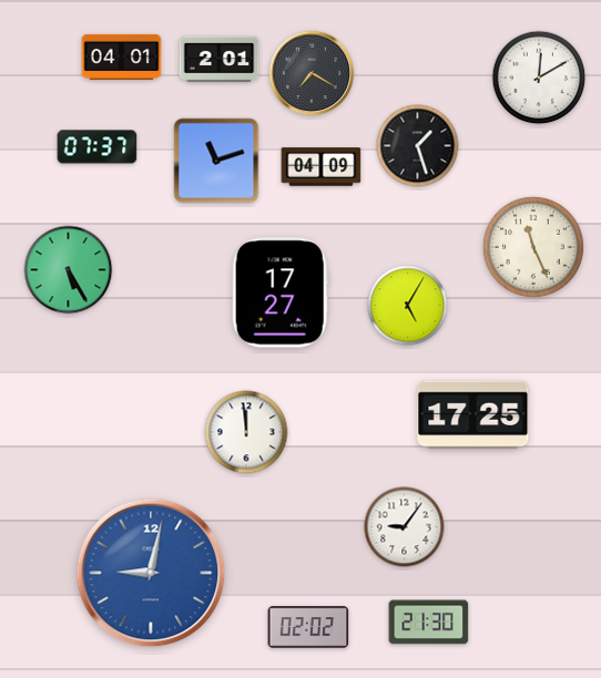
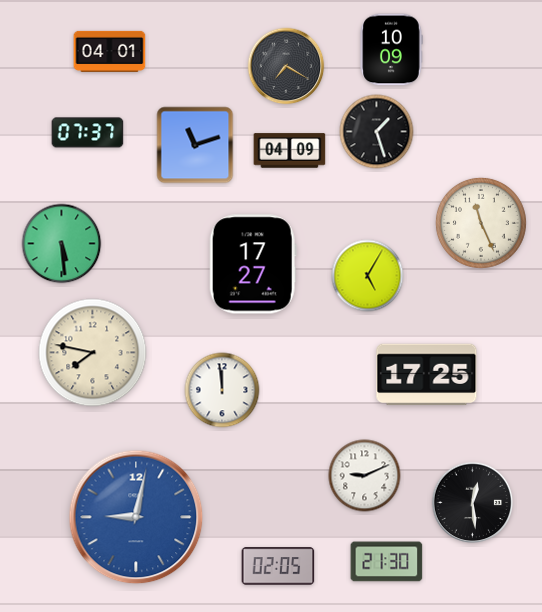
clock at (391, 50): none -> 10:09
clock at (220, 60): 2:01 -> none
clock at (312, 73) position: (312, 73) -> (286, 66)
clock at (539, 78): 12:10 -> none
clock at (69, 270): 5:25 -> 5:29
clock at (93, 353): none -> 7:47
clock at (405, 527): 9:06 -> 9:11
clock at (473, 503): none -> 12:29
clock at (308, 627): 02:02 -> 02:05
